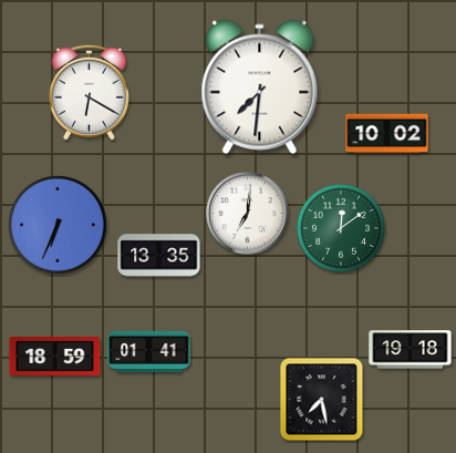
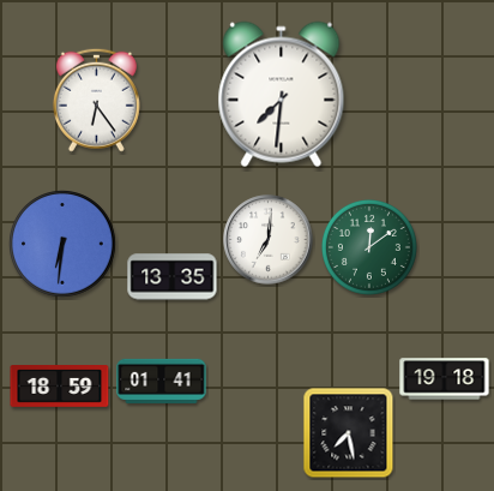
clock at (89, 92): 6:20 -> 6:24
clock at (387, 134): 10:02 -> none
clock at (248, 214) position: (248, 214) -> (269, 240)
clock at (59, 226): 6:34 -> 6:31
